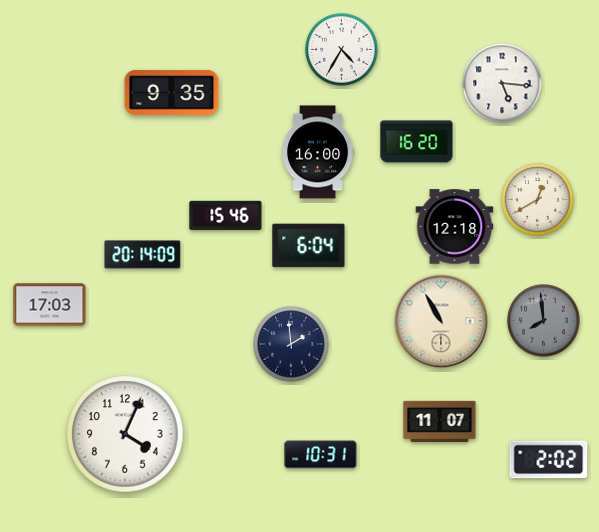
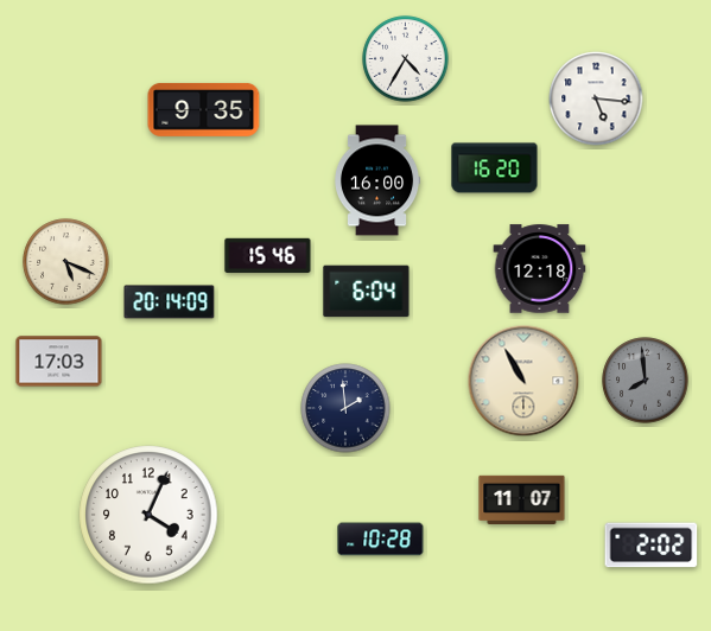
clock at (538, 200): 12:40 -> none
clock at (66, 262): none -> 5:19
clock at (321, 455): 10:31 -> 10:28
